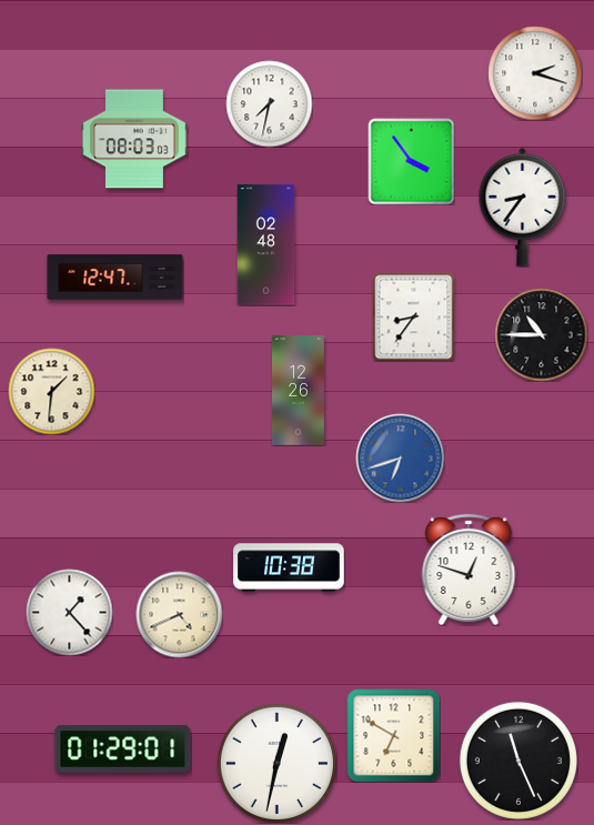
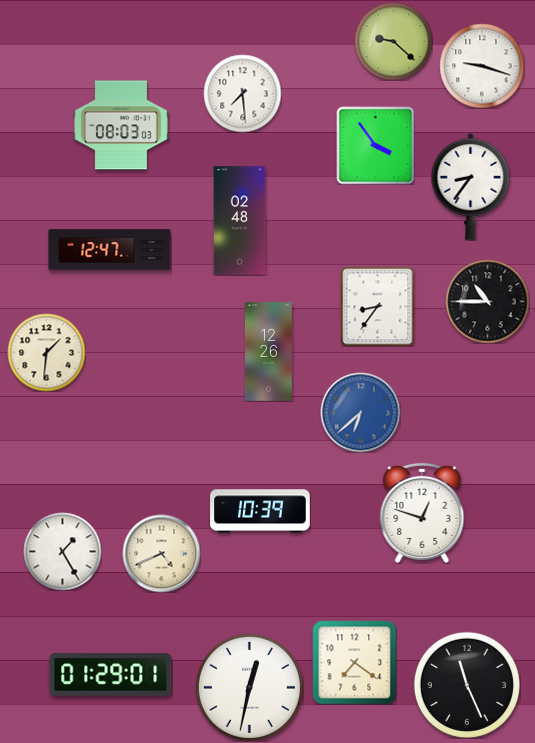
clock at (393, 41): none -> 9:22
clock at (535, 73): 2:18 -> 9:18
clock at (269, 103): 7:32 -> 7:29
clock at (411, 161) position: (411, 161) -> (375, 145)
clock at (115, 278) position: (115, 278) -> (110, 250)
clock at (414, 316) position: (414, 316) -> (378, 306)
clock at (400, 457): 6:42 -> 6:38
clock at (289, 567): 10:38 -> 10:39
clock at (69, 612): 1:23 -> 1:25
clock at (393, 735): 6:50 -> 7:21
